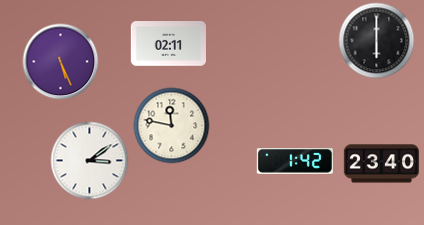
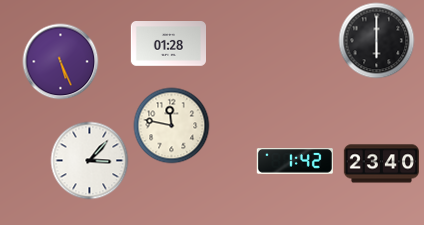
clock at (168, 44): 02:11 -> 01:28
clock at (90, 161): 3:09 -> 3:07
